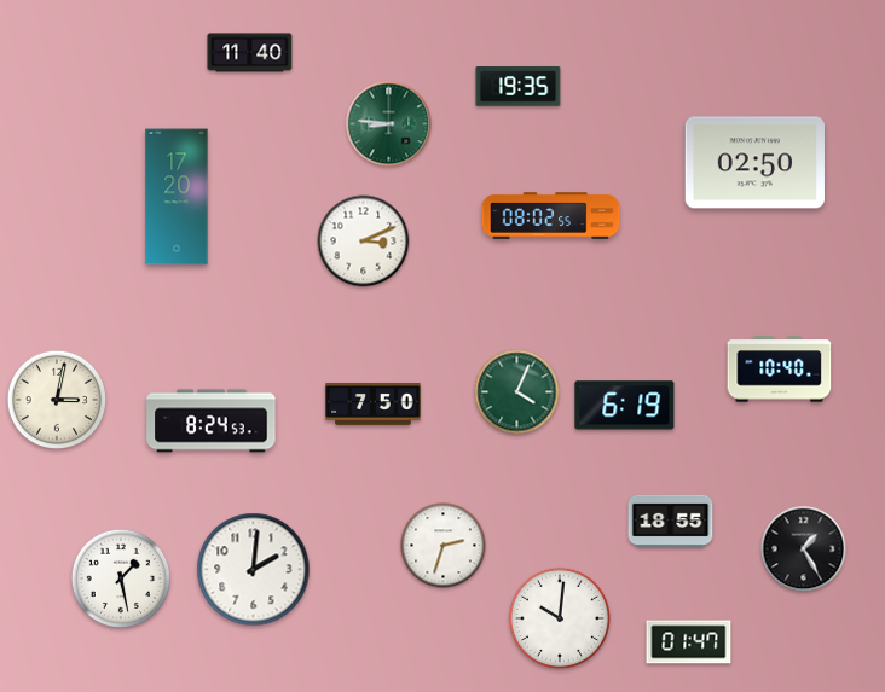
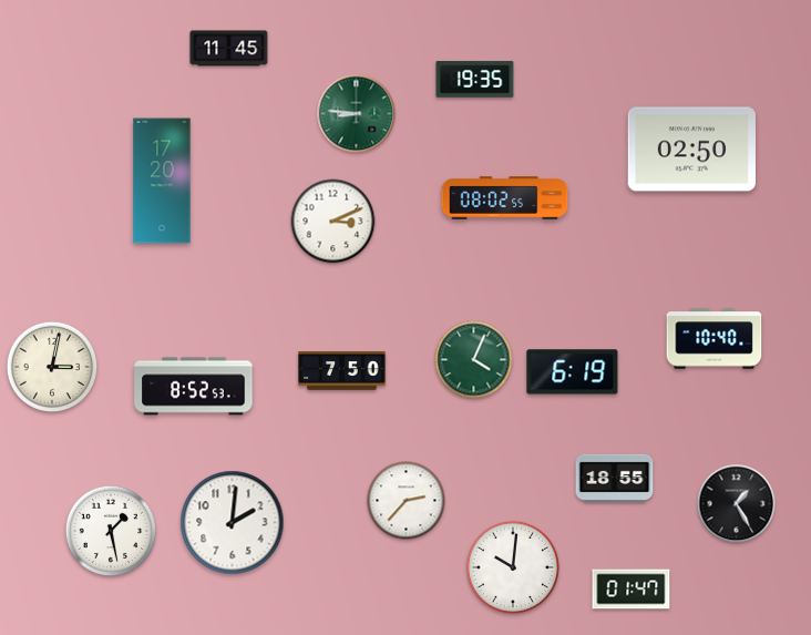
clock at (250, 53): 11:40 -> 11:45
clock at (212, 421): 8:24 -> 8:52
clock at (444, 546): 2:33 -> 2:37
